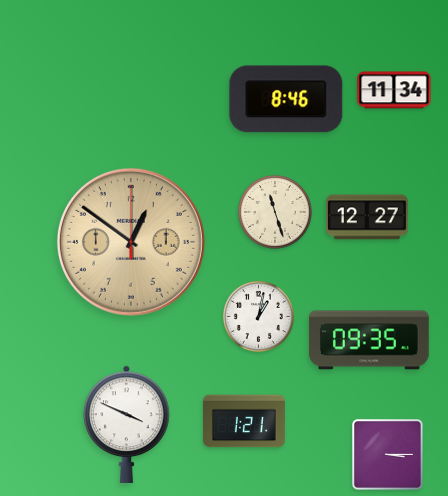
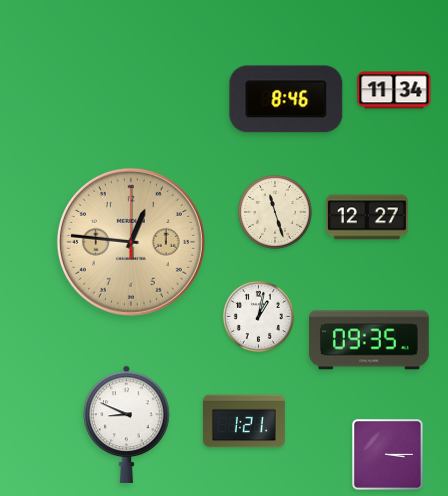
clock at (131, 242): 12:51 -> 12:46
clock at (127, 424): 3:49 -> 8:49
